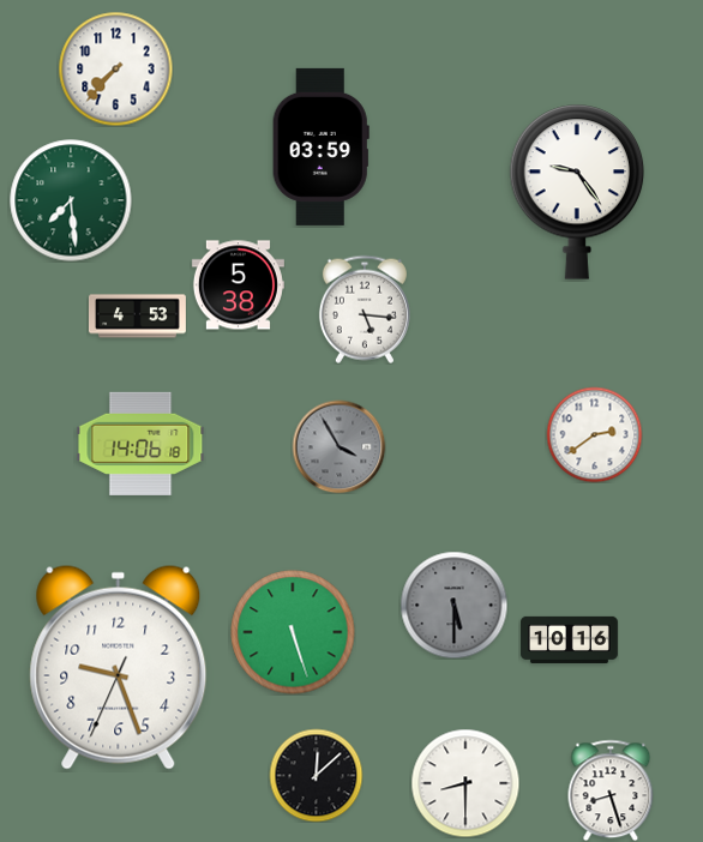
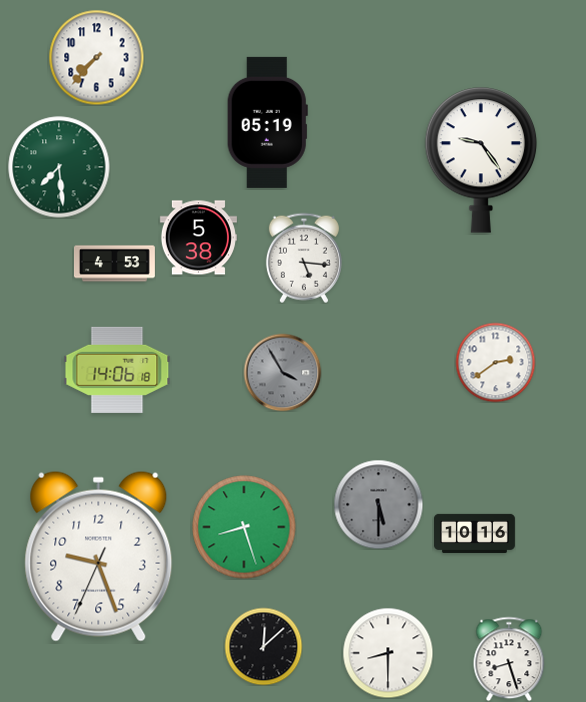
clock at (320, 146): 03:59 -> 05:19
clock at (293, 632): 5:27 -> 8:27
